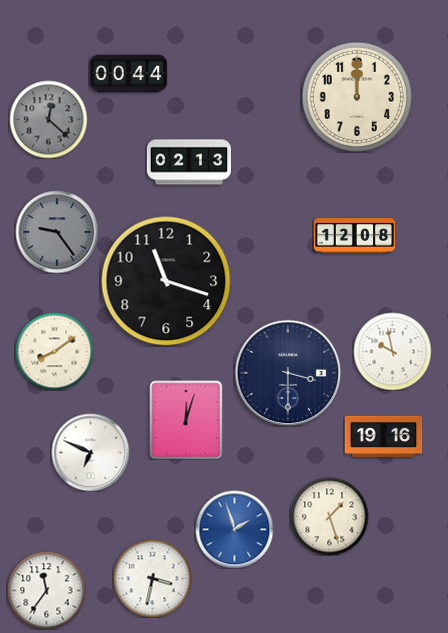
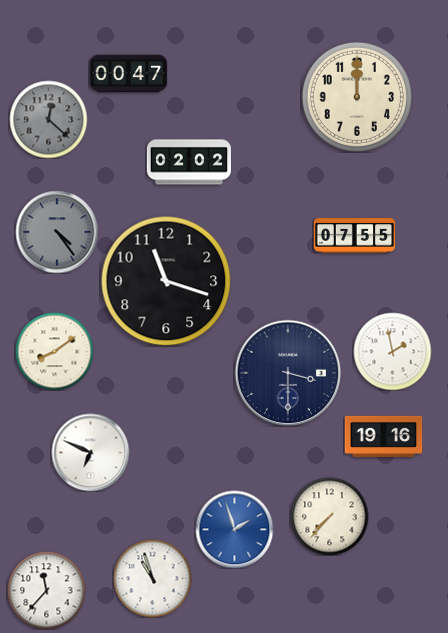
clock at (128, 74): 00:44 -> 00:47
clock at (188, 162): 02:13 -> 02:02
clock at (57, 232): 9:24 -> 4:24
clock at (354, 236): 12:08 -> 07:55
clock at (392, 351): 9:58 -> 1:58
clock at (186, 420): 12:03 -> none
clock at (329, 516): 1:27 -> 7:37
clock at (152, 578): 3:32 -> 10:57
clock at (46, 590): 11:36 -> 11:37
